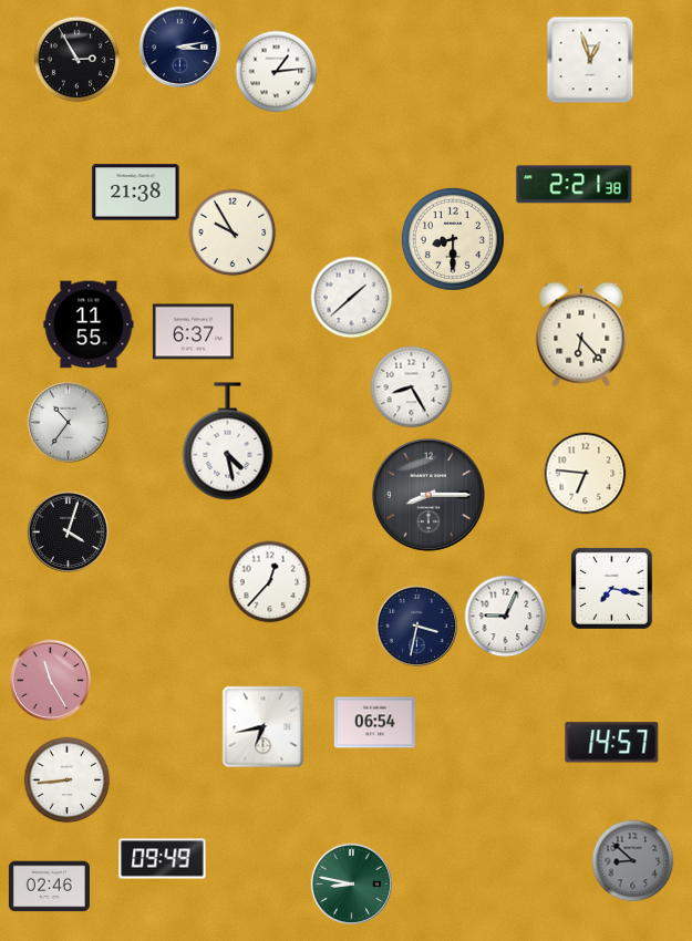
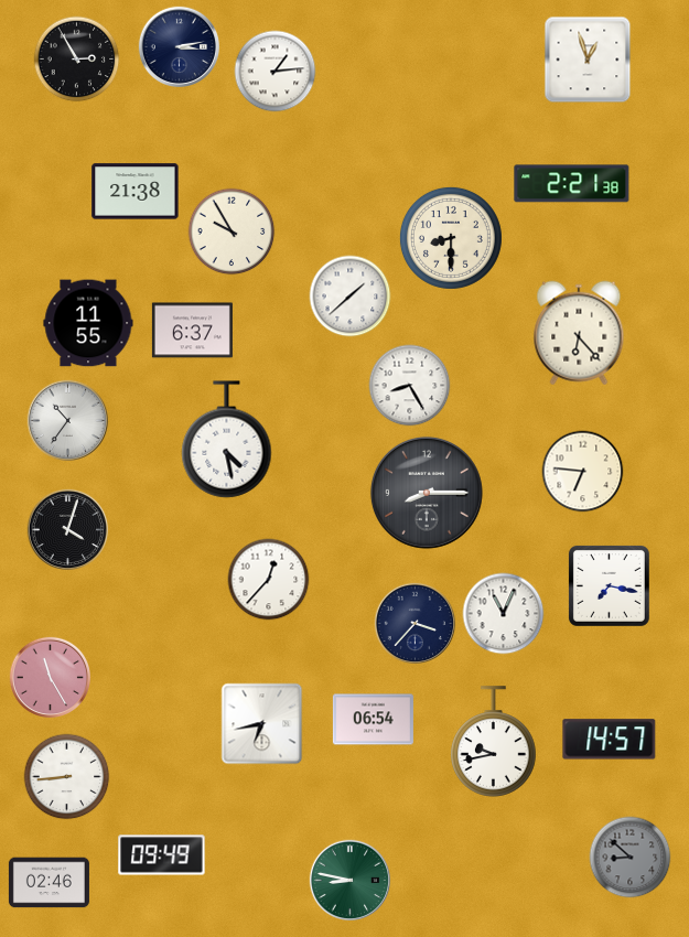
clock at (506, 617): 9:04 -> 11:04
clock at (416, 625): 3:32 -> 3:37
clock at (494, 742): none -> 9:43
